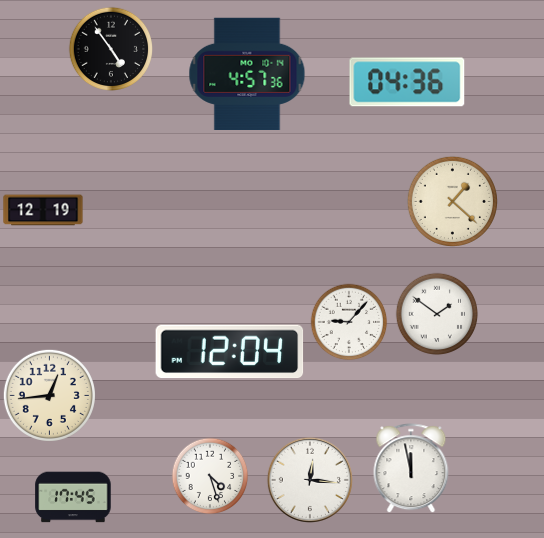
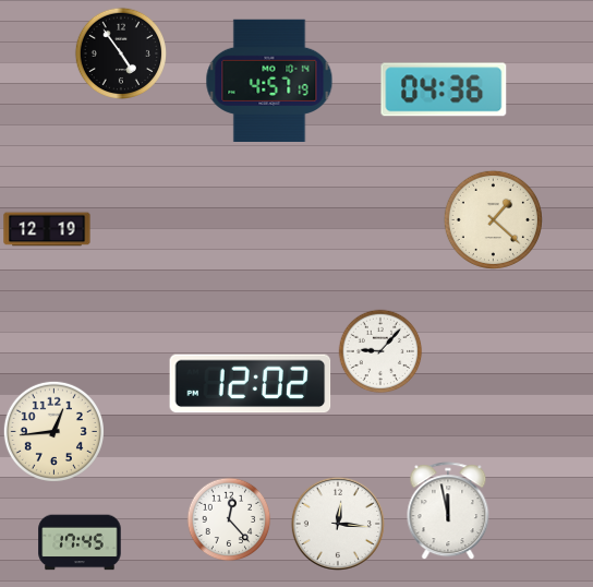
clock at (247, 74): 4:57:36 -> 4:57:19
clock at (437, 314): 1:51 -> none
clock at (230, 352): 12:04 -> 12:02
clock at (210, 476): 4:27 -> 12:23
